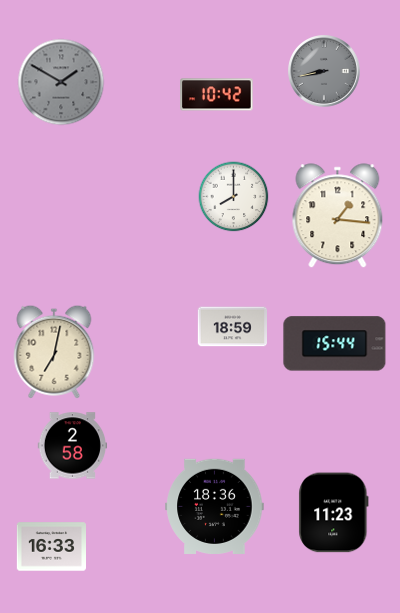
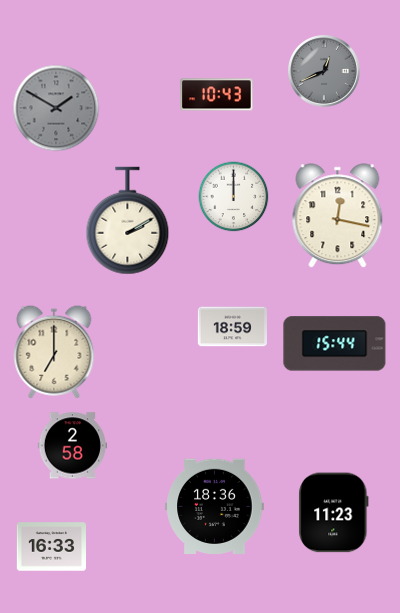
clock at (325, 72): 8:43 -> 12:41
clock at (61, 82) position: (61, 82) -> (56, 108)
clock at (217, 95): 10:42 -> 10:43
clock at (234, 197): 8:00 -> 12:00
clock at (338, 216): 1:16 -> 12:17
clock at (128, 221): none -> 2:10
clock at (54, 352): 7:02 -> 7:00
